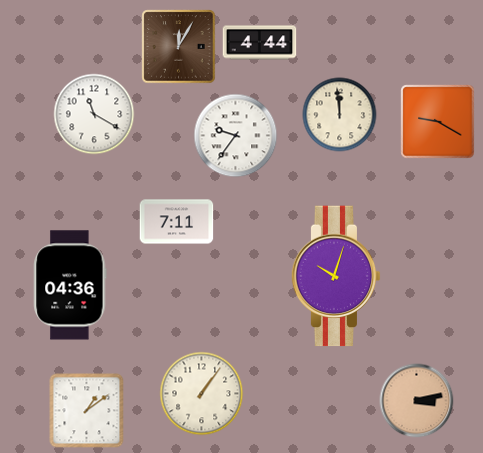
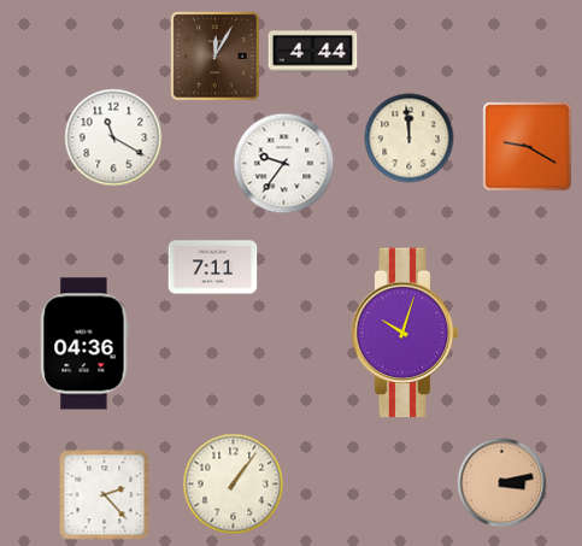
clock at (202, 394) position: (202, 394) -> (234, 485)
clock at (87, 411): 1:09 -> 2:23
